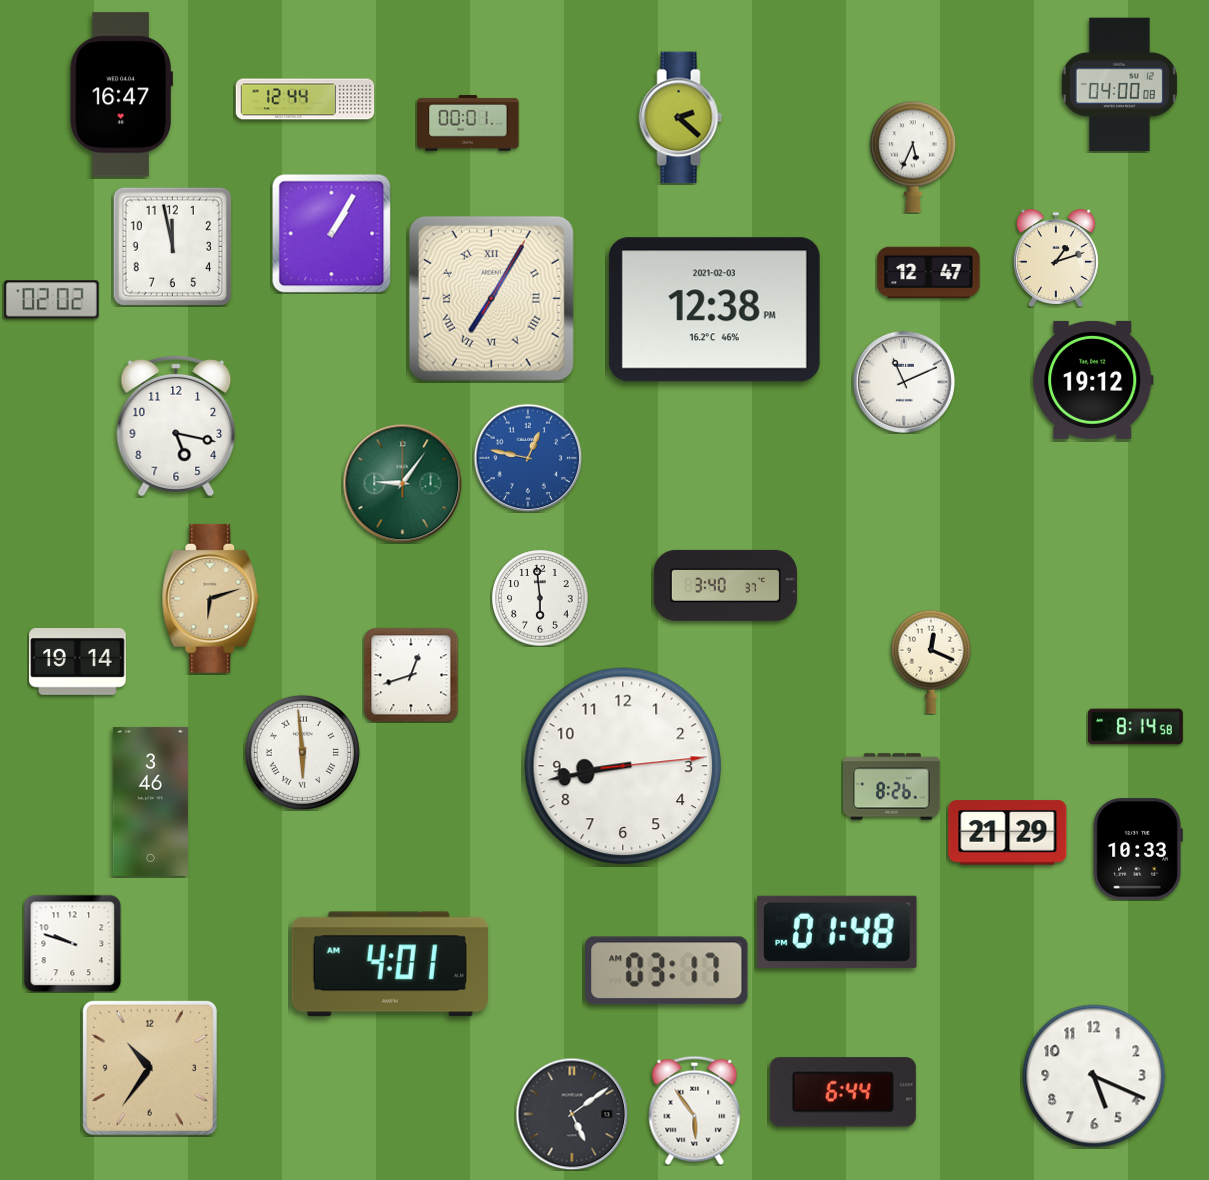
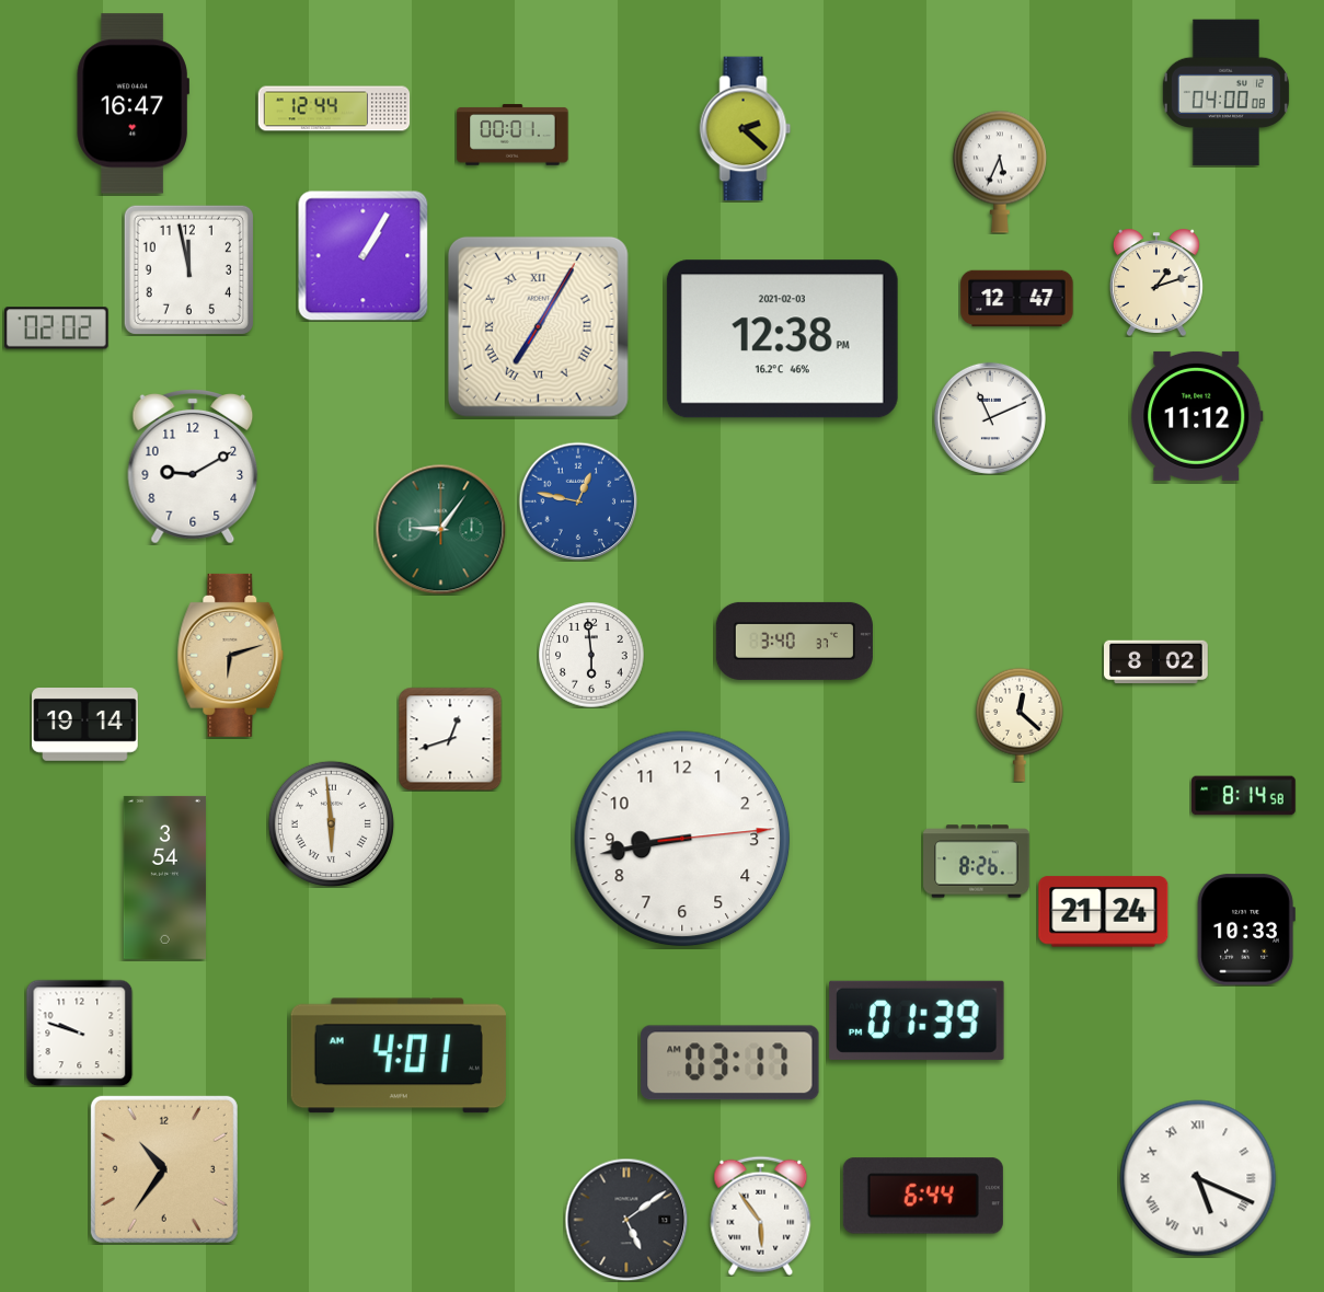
clock at (1093, 380): 19:12 -> 11:12
clock at (176, 427): 5:17 -> 9:10
clock at (1156, 662): none -> 8:02
clock at (931, 662): 12:19 -> 12:22
clock at (150, 801): 3:46 -> 3:54
clock at (1008, 833): 21:29 -> 21:24
clock at (837, 932): 01:48 -> 01:39
clock at (390, 964) position: (390, 964) -> (399, 1055)
clock at (1094, 1076) numerals: Arabic -> Roman
